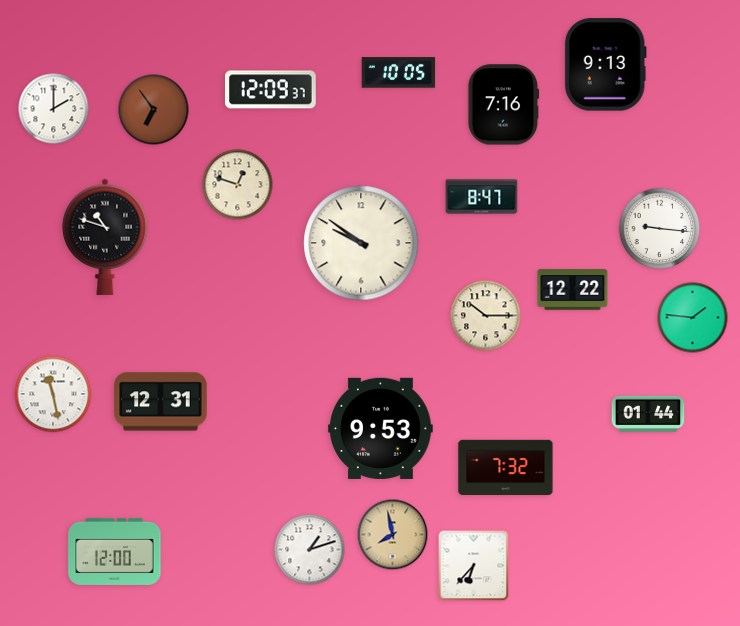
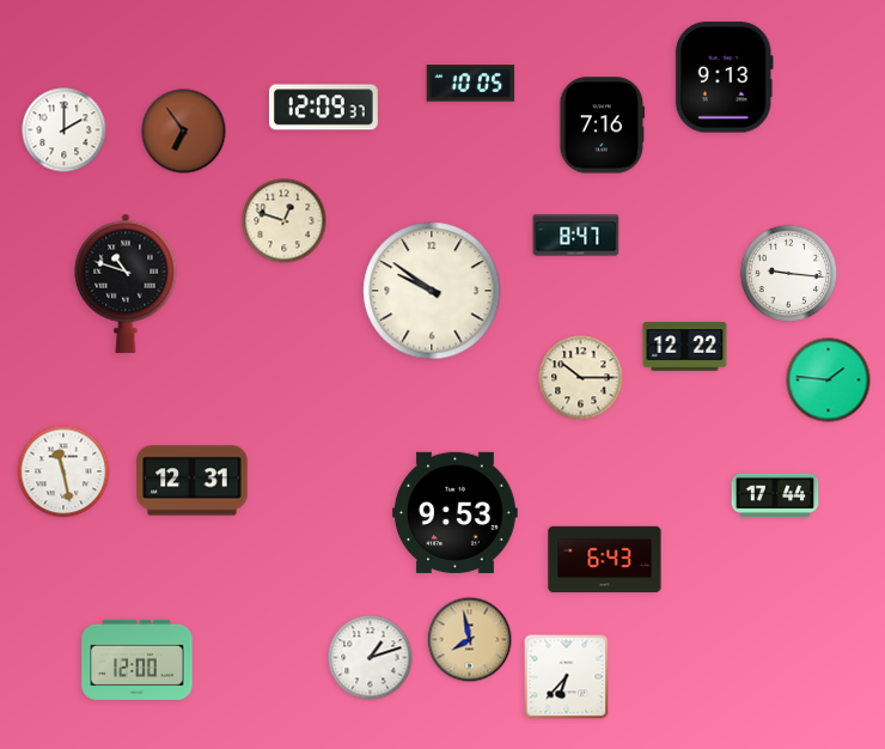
clock at (399, 73) position: (399, 73) -> (471, 84)
clock at (648, 413): 01:44 -> 17:44
clock at (506, 468): 7:32 -> 6:43
